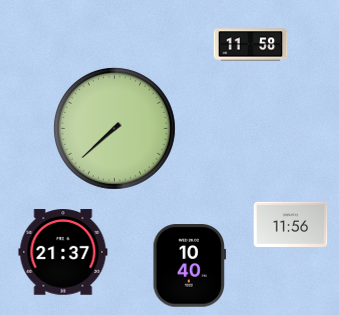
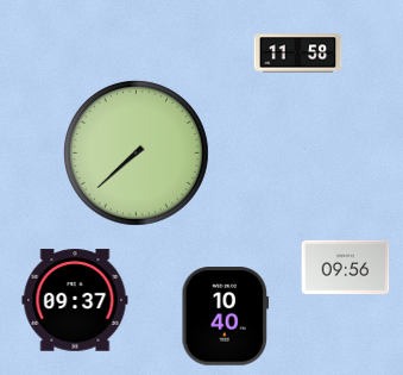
clock at (291, 224): 11:56 -> 09:56
clock at (63, 252): 21:37 -> 09:37
